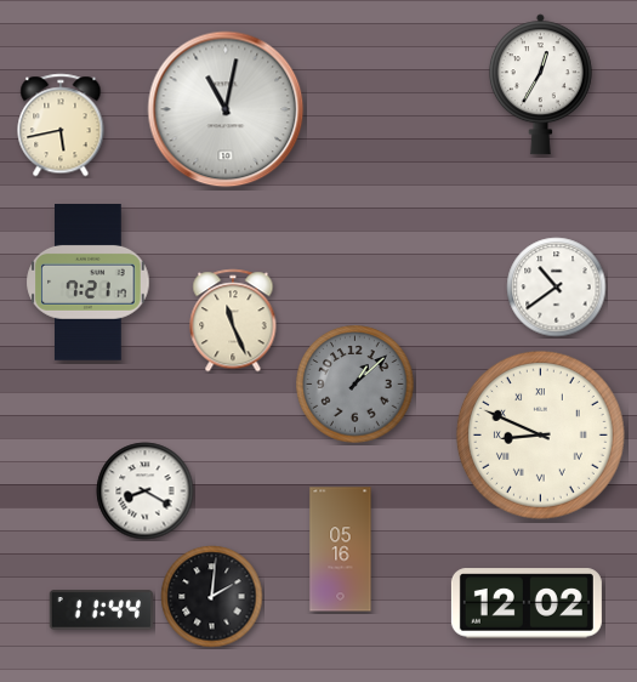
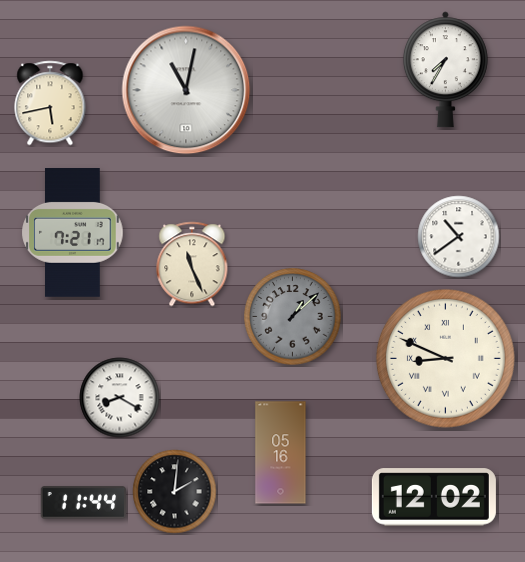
clock at (540, 85): 12:35 -> 7:35
clock at (146, 491) position: (146, 491) -> (120, 398)
